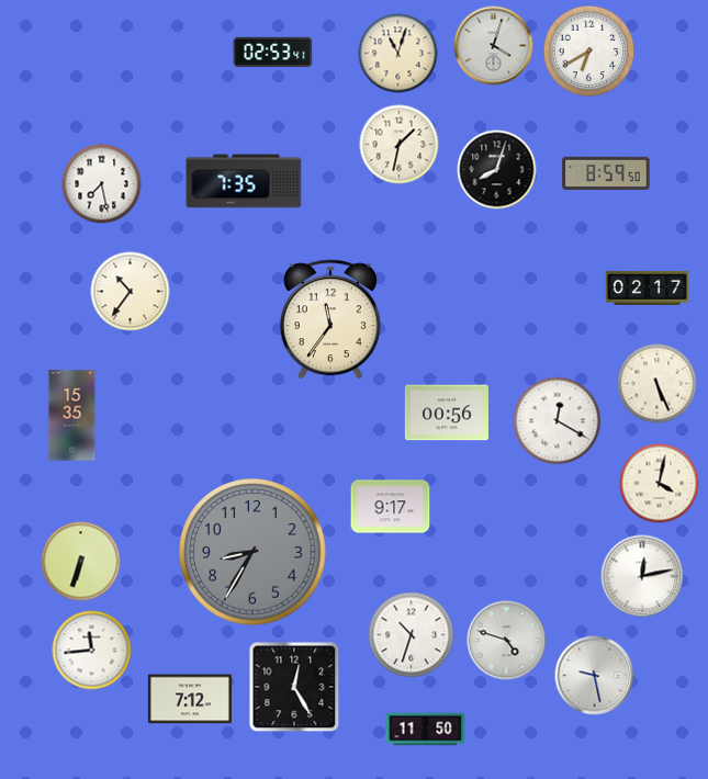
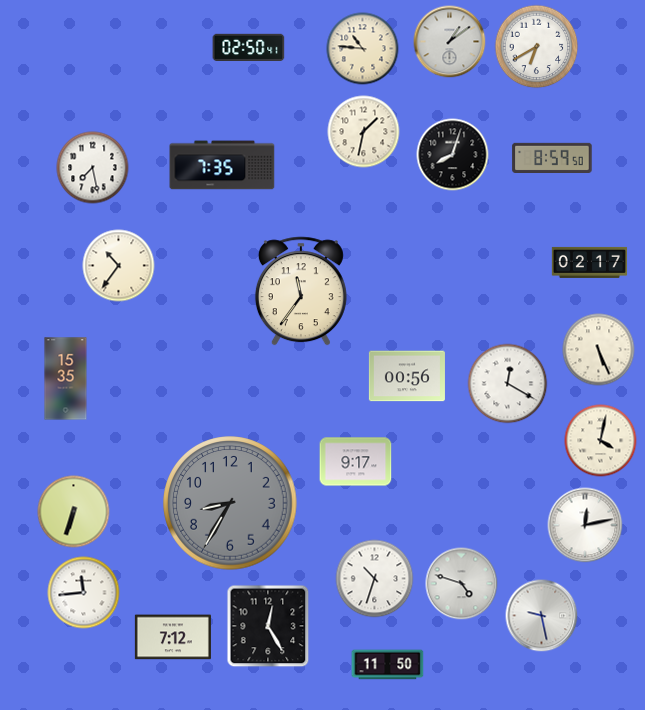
clock at (494, 46): 4:03 -> 1:09
clock at (273, 52): 02:53 -> 02:50
clock at (398, 54): 11:03 -> 10:46
